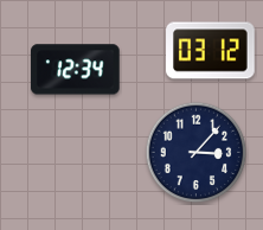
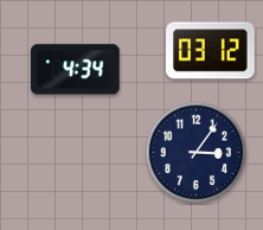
clock at (76, 70): 12:34 -> 4:34
clock at (197, 153): 3:07 -> 3:06
